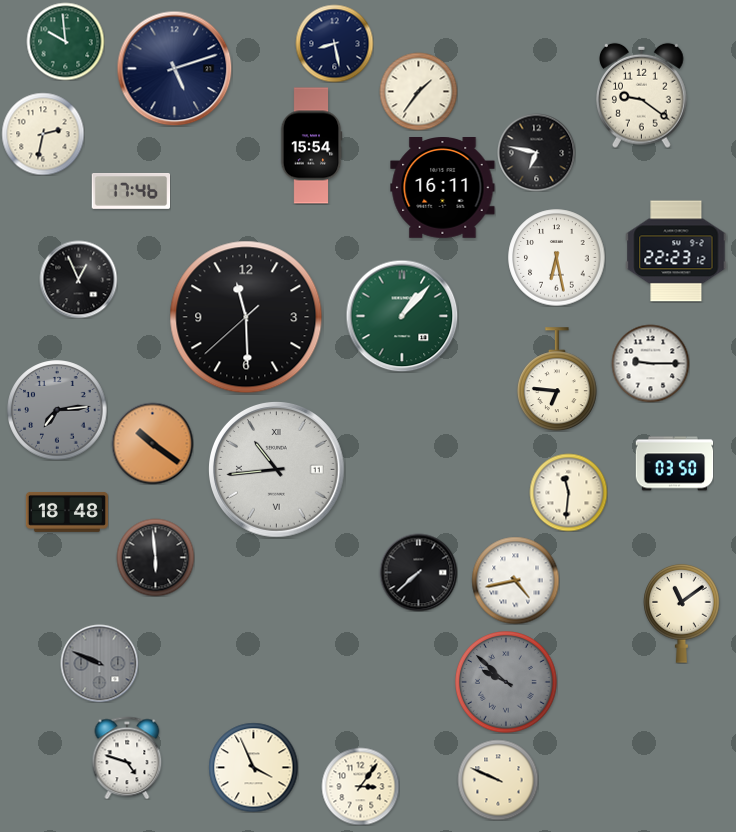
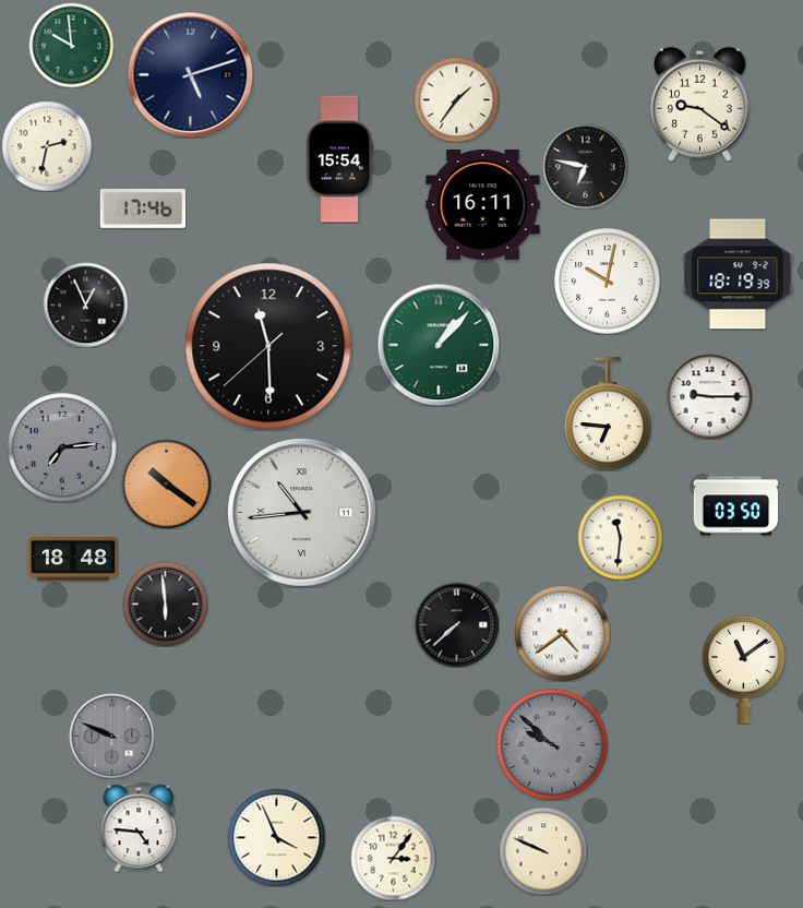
clock at (334, 43): 8:28 -> none
clock at (676, 251): 22:23 -> 18:19
clock at (557, 258): 6:28 -> 10:02
clock at (155, 557) position: (155, 557) -> (165, 604)
clock at (515, 580): 4:43 -> 4:39
clock at (99, 663) position: (99, 663) -> (111, 736)
clock at (127, 758): 4:48 -> 4:46
